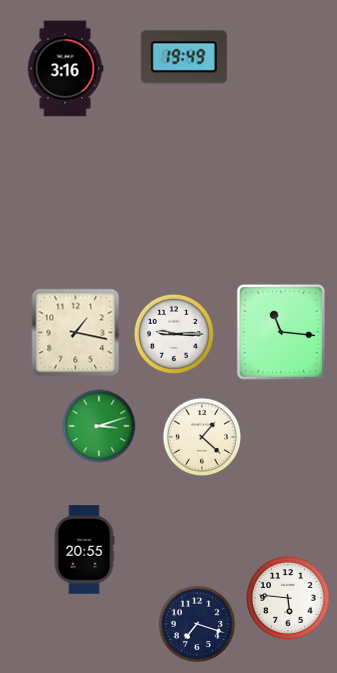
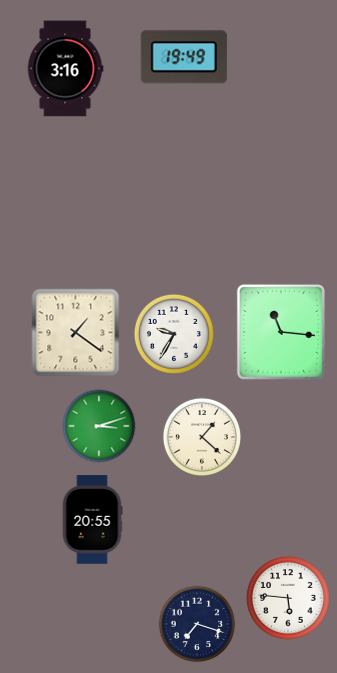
clock at (76, 333): 1:17 -> 1:21
clock at (174, 334): 9:15 -> 9:35
clock at (84, 550) position: (84, 550) -> (92, 520)
